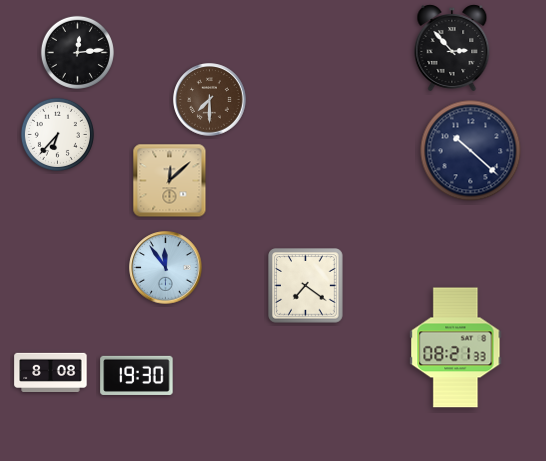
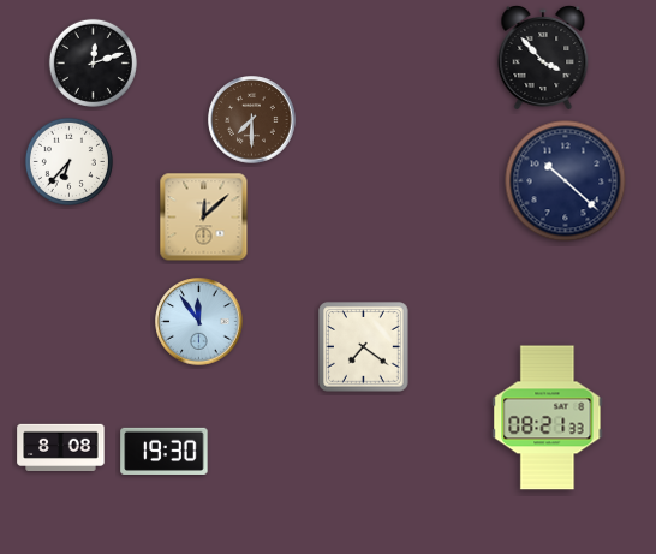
clock at (452, 48): 2:53 -> 3:53
clock at (77, 52): 12:14 -> 12:12
clock at (306, 286) position: (306, 286) -> (364, 347)
